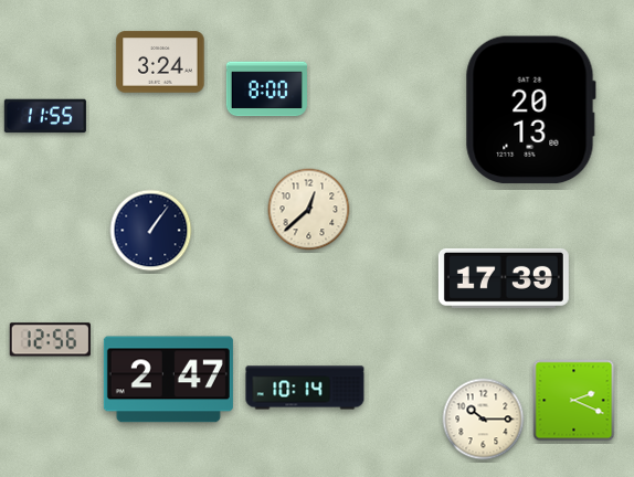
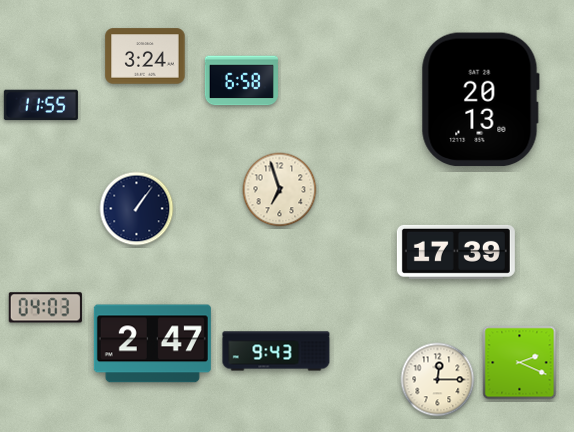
clock at (266, 89): 8:00 -> 6:58
clock at (309, 210): 12:38 -> 6:57
clock at (50, 340): 12:56 -> 04:03
clock at (305, 388): 10:14 -> 9:43
clock at (484, 420): 10:15 -> 12:15
